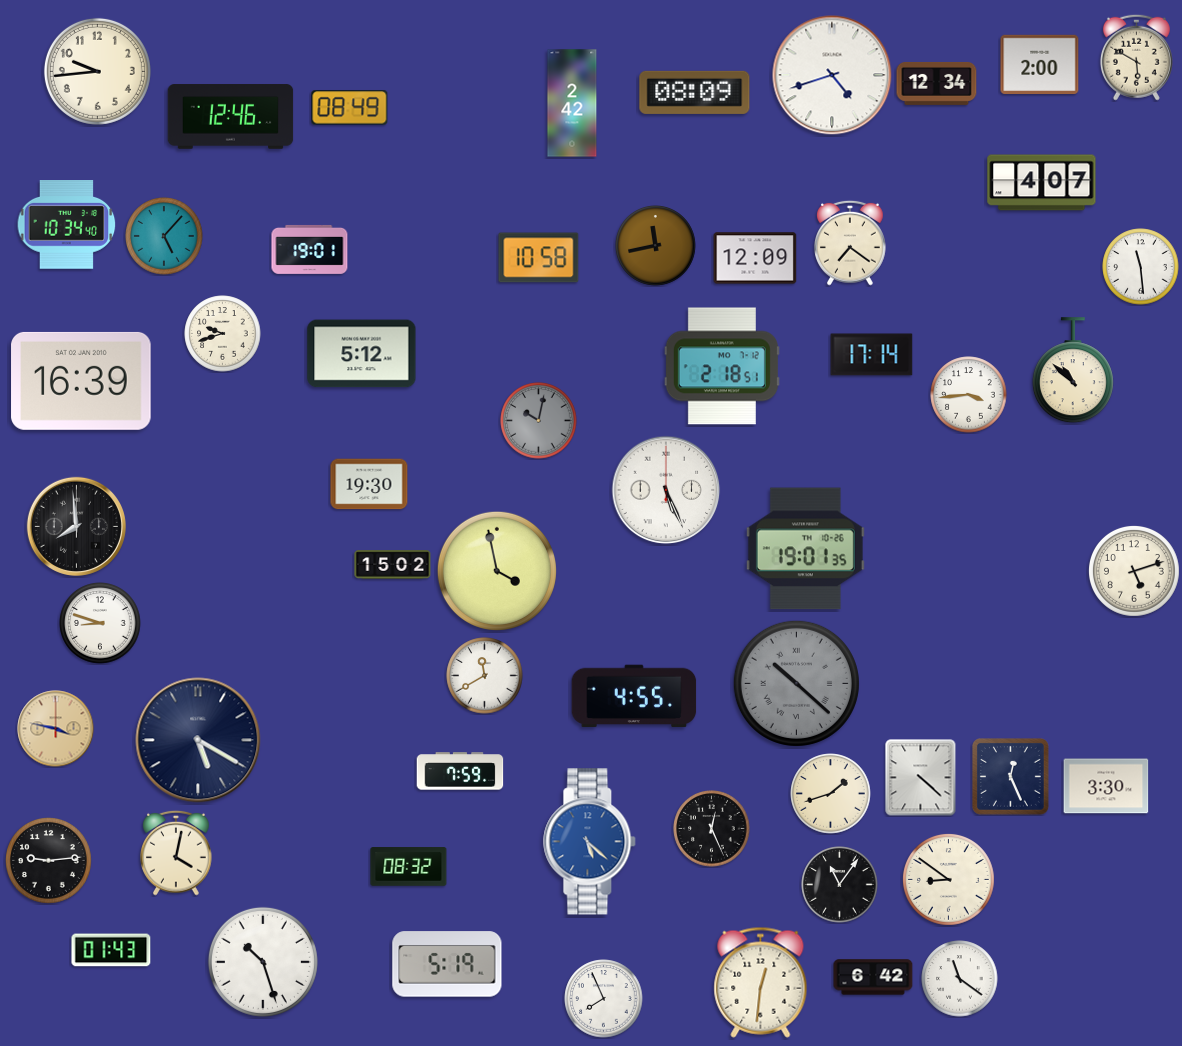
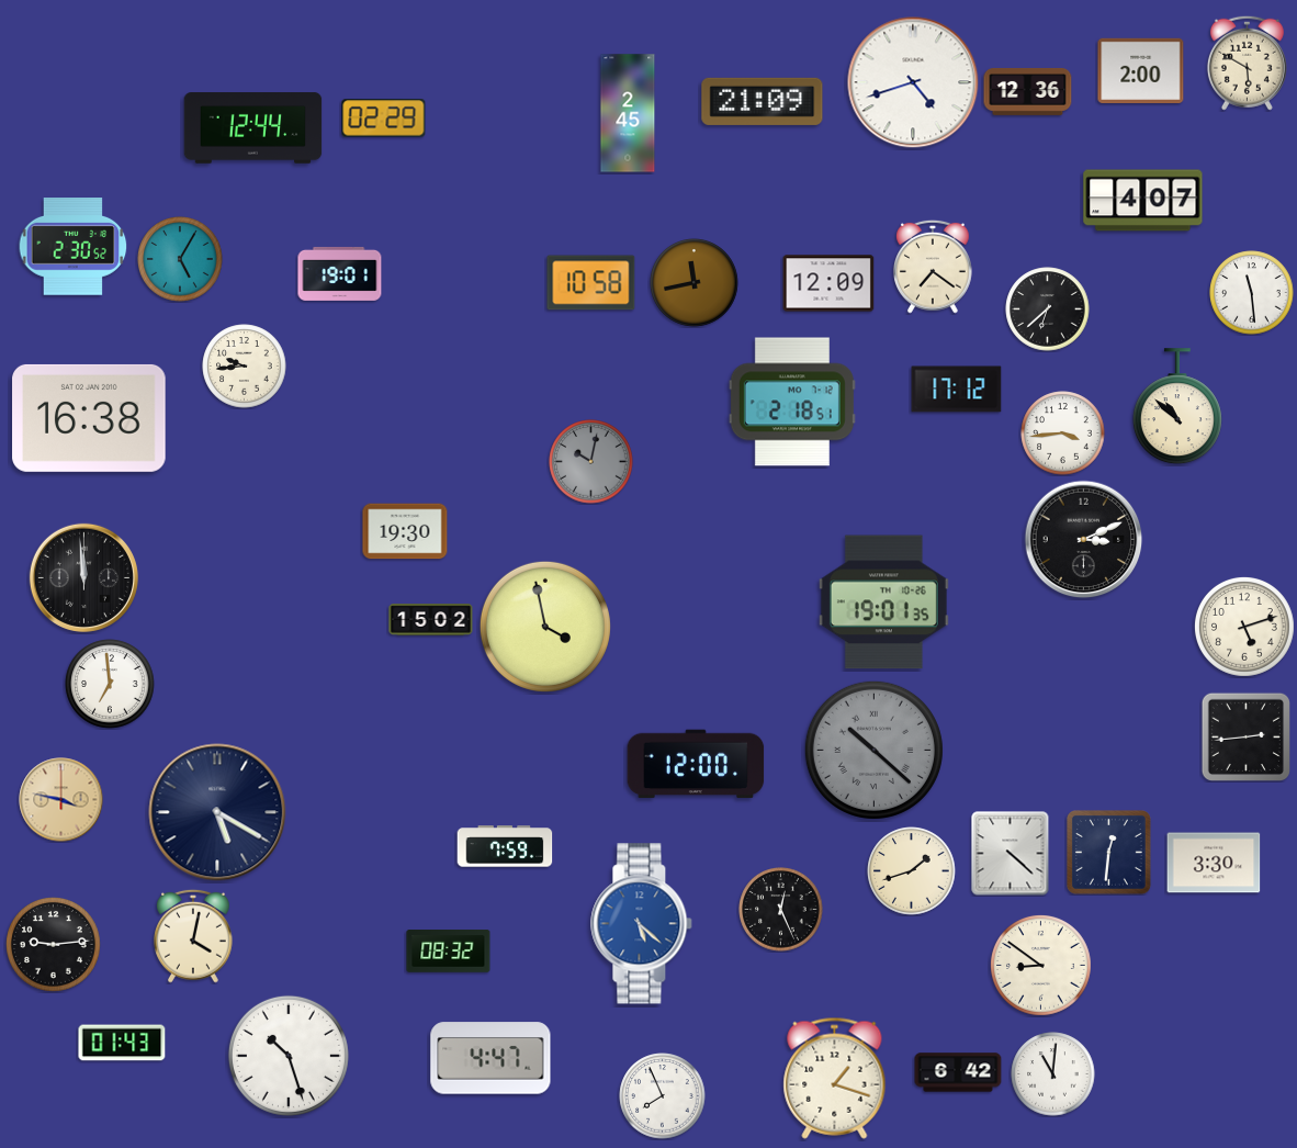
clock at (97, 71): 9:44 -> none
clock at (937, 83): 12:34 -> 12:36
clock at (695, 92): 08:09 -> 21:09
clock at (572, 103): 2:42 -> 2:45
clock at (350, 108): 08:49 -> 02:29
clock at (231, 117): 12:46 -> 12:44
clock at (67, 225): 10:34 -> 2:30
clock at (164, 236): 5:07 -> 5:05
clock at (656, 246) position: (656, 246) -> (695, 283)
clock at (1048, 309): none -> 6:38
clock at (223, 334): 9:42 -> 9:44
clock at (362, 354): 5:12 -> none
clock at (872, 355): 17:14 -> 17:12
clock at (81, 381): 16:39 -> 16:38
clock at (666, 490): 5:26 -> none
clock at (1084, 540): none -> 3:11
clock at (76, 526): 7:59 -> 11:59
clock at (100, 623): 8:48 -> 6:59
clock at (1245, 736): none -> 2:44
clock at (485, 676): 11:40 -> none
clock at (634, 696): 4:55 -> 12:00
clock at (1011, 777): 12:26 -> 12:31
clock at (590, 842) position: (590, 842) -> (642, 924)
clock at (840, 885): 11:06 -> none
clock at (447, 964): 5:19 -> 4:47
clock at (960, 979): 11:21 -> 11:01
clock at (761, 982): 12:31 -> 1:18
